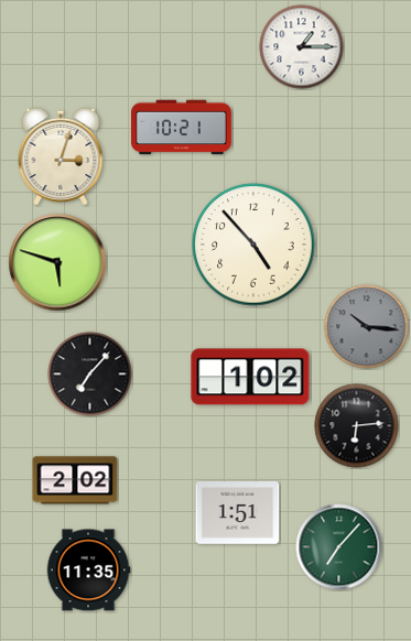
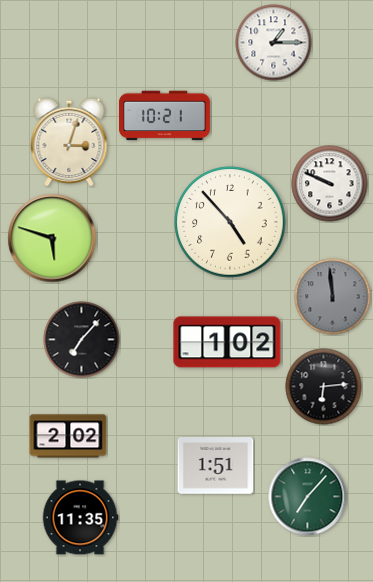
clock at (61, 155) position: (61, 155) -> (69, 141)
clock at (330, 184): none -> 9:49
clock at (367, 327): 10:16 -> 11:59
